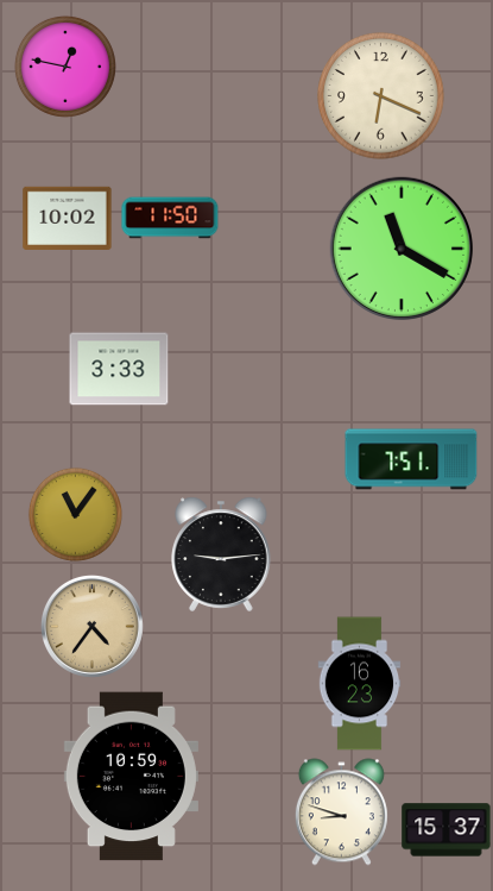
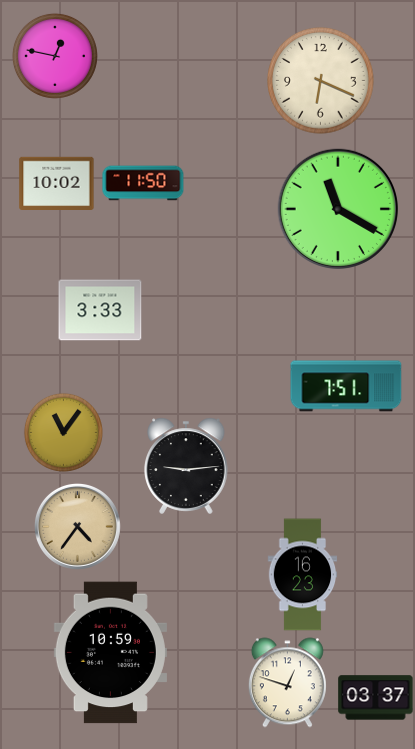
clock at (341, 812): 8:48 -> 12:48
clock at (447, 830): 15:37 -> 03:37
